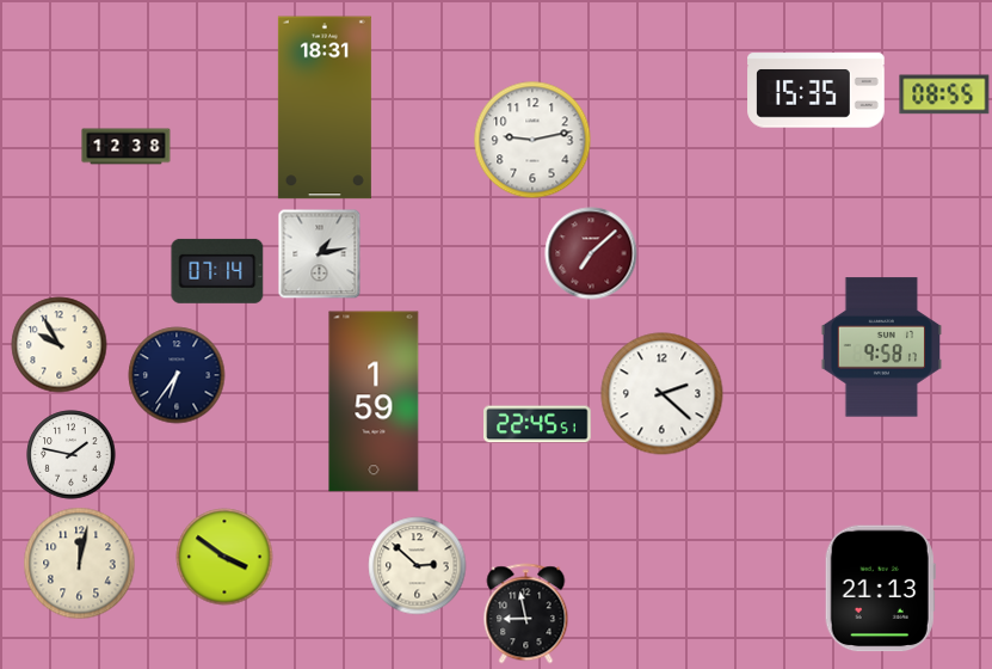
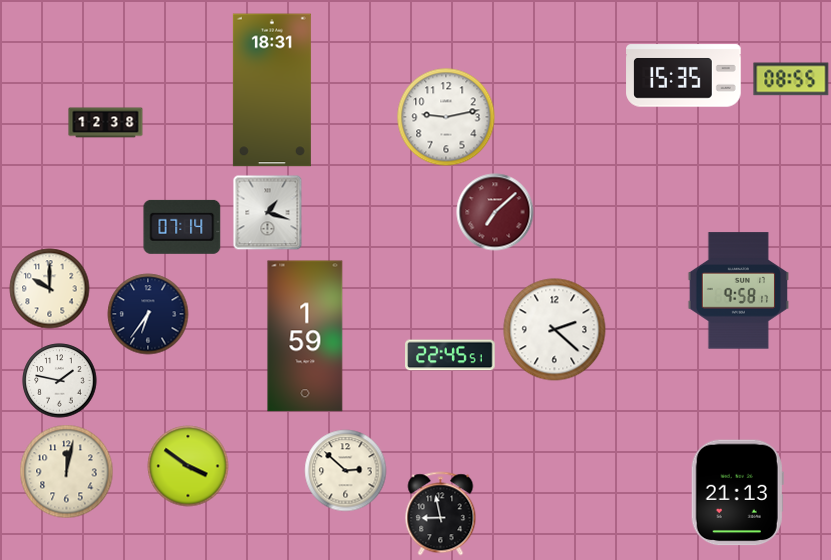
clock at (320, 254): 1:13 -> 1:18
clock at (60, 345): 9:55 -> 10:00
clock at (374, 401) position: (374, 401) -> (305, 336)
clock at (418, 566) position: (418, 566) -> (346, 471)
